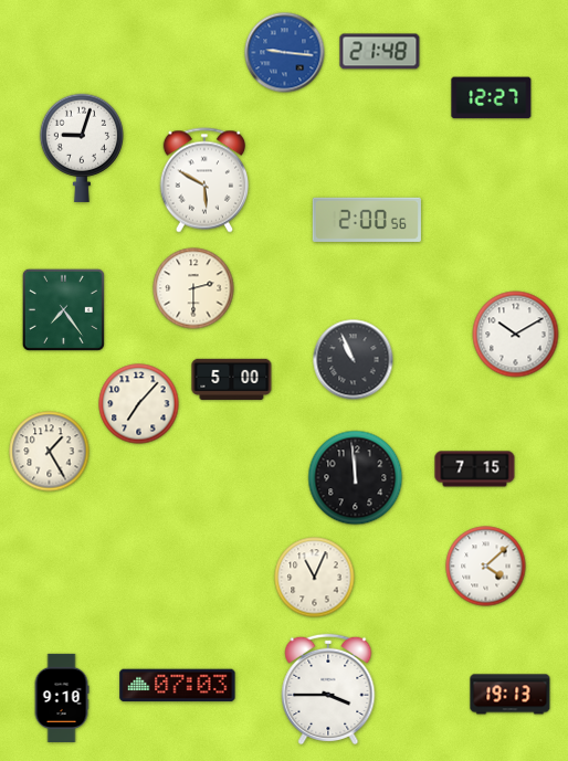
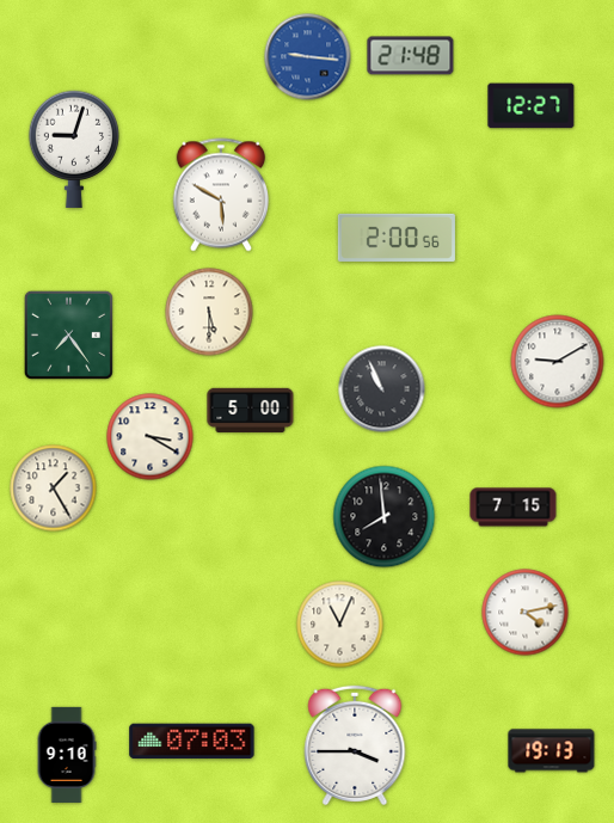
clock at (82, 148) position: (82, 148) -> (74, 149)
clock at (193, 288): 2:30 -> 5:30
clock at (516, 335): 10:10 -> 9:10
clock at (139, 404): 7:07 -> 3:20
clock at (356, 478): 11:59 -> 7:59
clock at (486, 567): 4:08 -> 4:13
